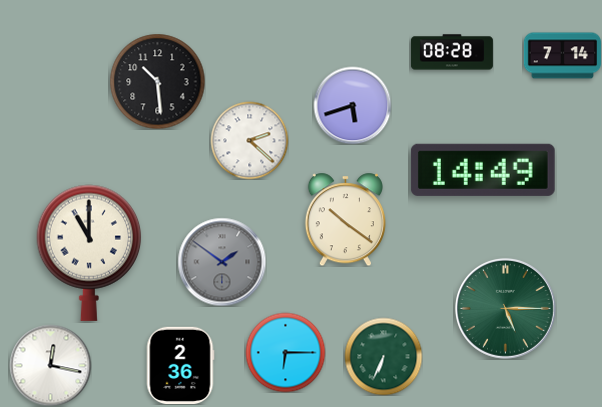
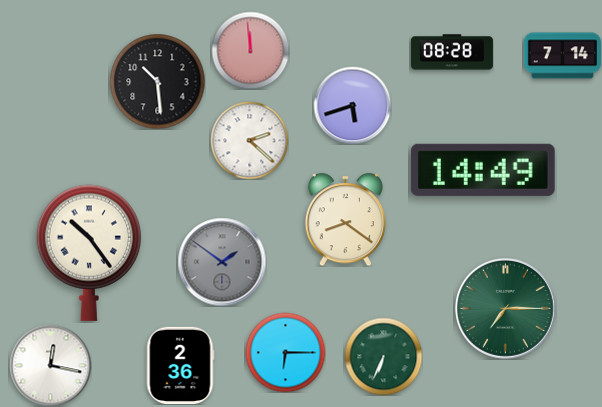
clock at (250, 50): none -> 11:59
clock at (345, 219): 10:21 -> 8:21
clock at (89, 253): 11:00 -> 10:24
clock at (505, 308): 5:15 -> 7:15
